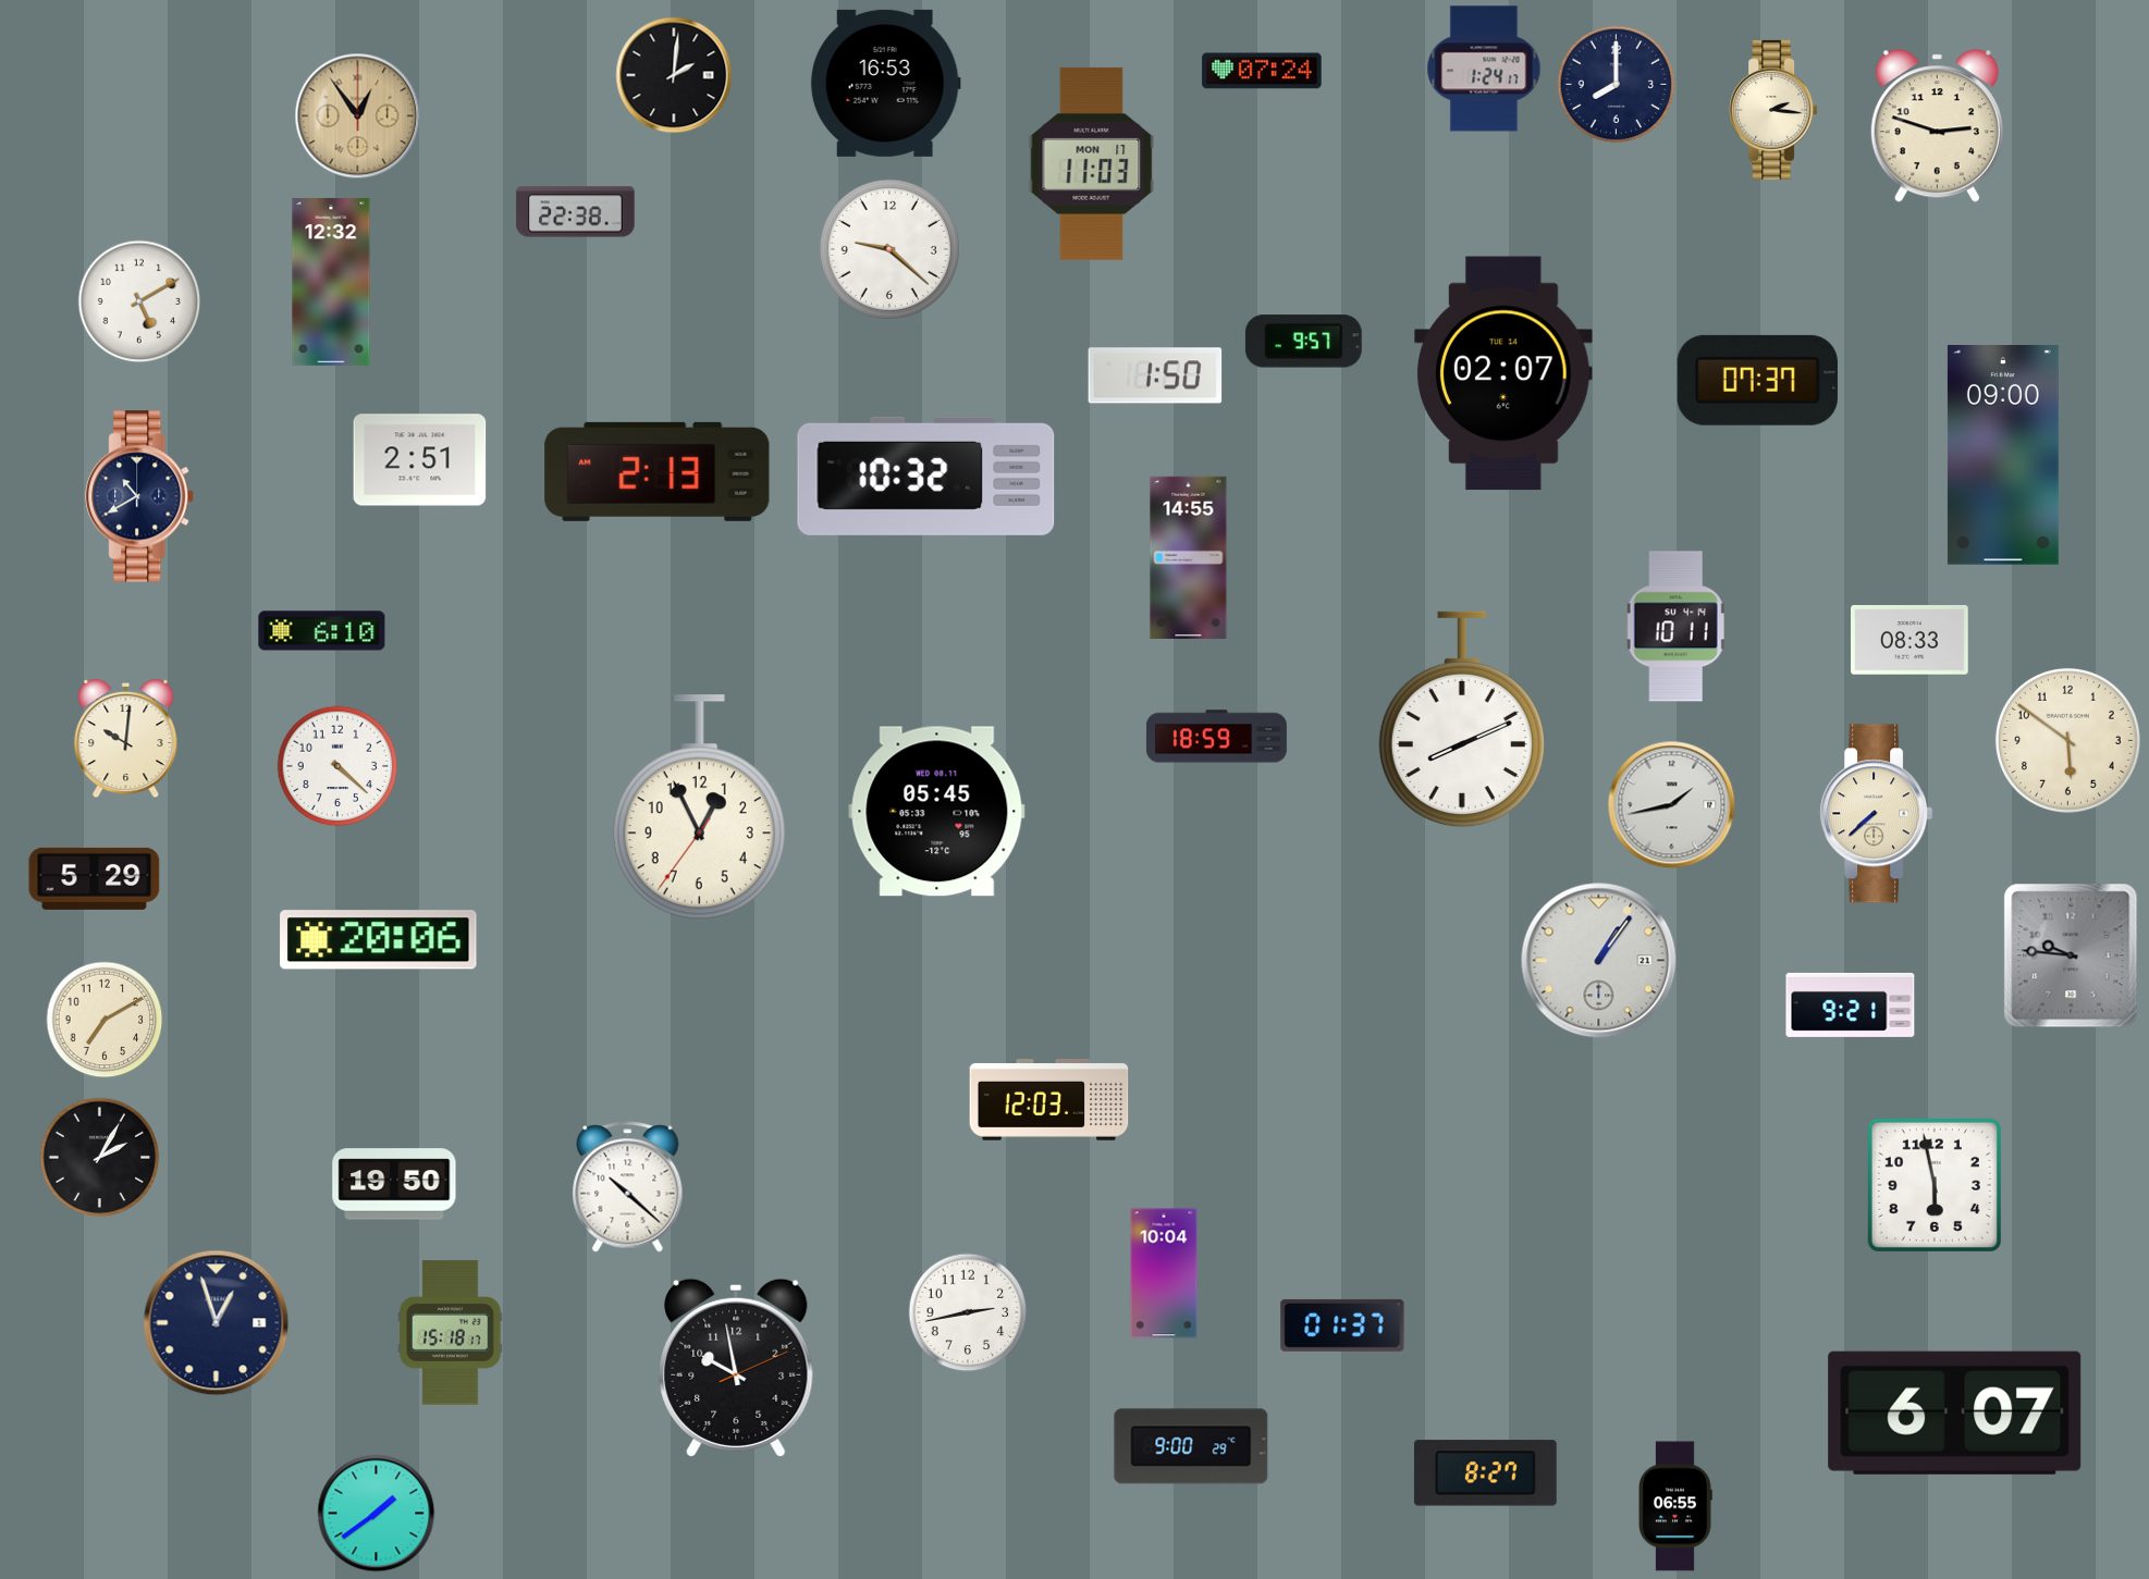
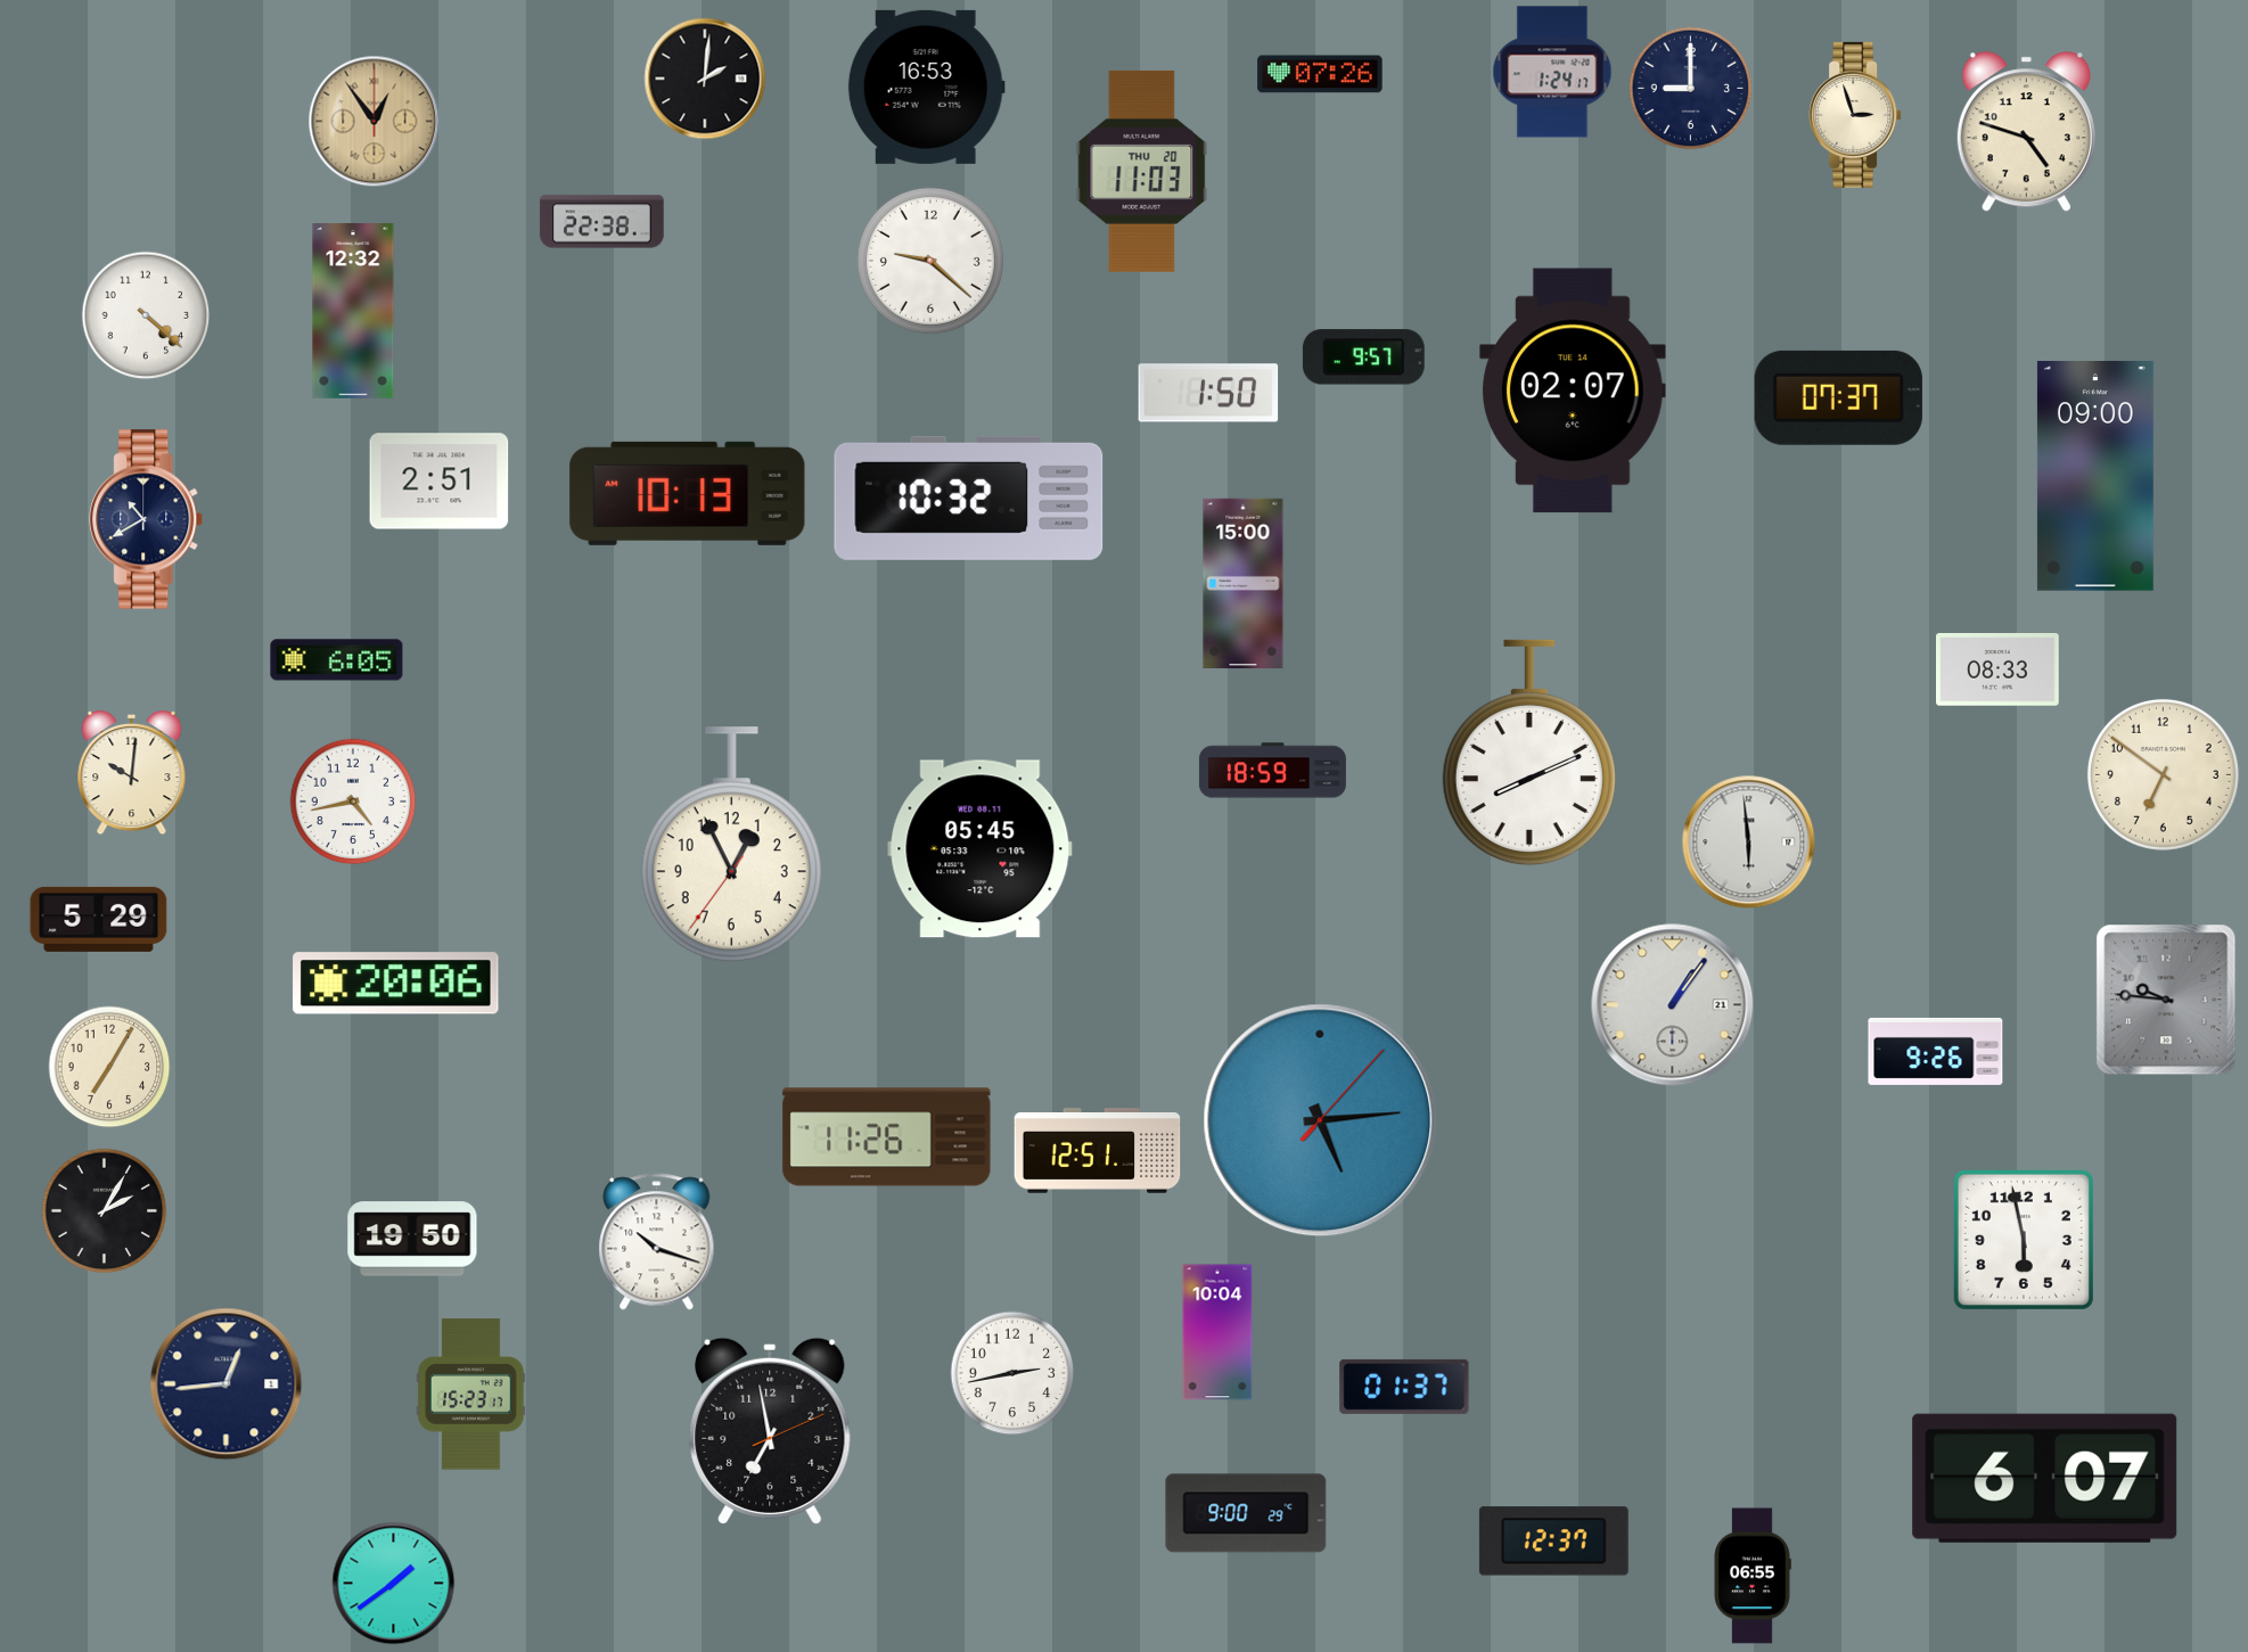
clock at (1262, 71): 07:24 -> 07:26
clock at (1617, 85): 8:00 -> 9:00
clock at (1773, 110): 2:16 -> 2:57
clock at (1937, 126): 2:48 -> 4:48
clock at (1092, 163) date: MON 17 -> THU 20
clock at (331, 283) position: (331, 283) -> (353, 312)
clock at (139, 301): 5:10 -> 4:22
clock at (658, 471): 2:13 -> 10:13
clock at (1189, 557): 14:55 -> 15:00
clock at (1675, 627): 10:11 -> none
clock at (322, 631): 6:10 -> 6:05
clock at (2067, 740): 5:51 -> 6:51
clock at (337, 766): 4:22 -> 4:43
clock at (1672, 805): 1:43 -> 5:59
clock at (1877, 814): 7:38 -> none
clock at (1851, 1004): 9:21 -> 9:26
clock at (105, 1020): 7:10 -> 7:05
clock at (1320, 1120): none -> 5:14
clock at (887, 1137): none -> 11:26
clock at (1049, 1100): 12:03 -> 12:51
clock at (628, 1187): 10:22 -> 10:18
clock at (217, 1323): 12:57 -> 12:44
clock at (451, 1333): 15:18 -> 15:23
clock at (736, 1367): 9:58 -> 6:58
clock at (1485, 1473): 8:27 -> 12:37
